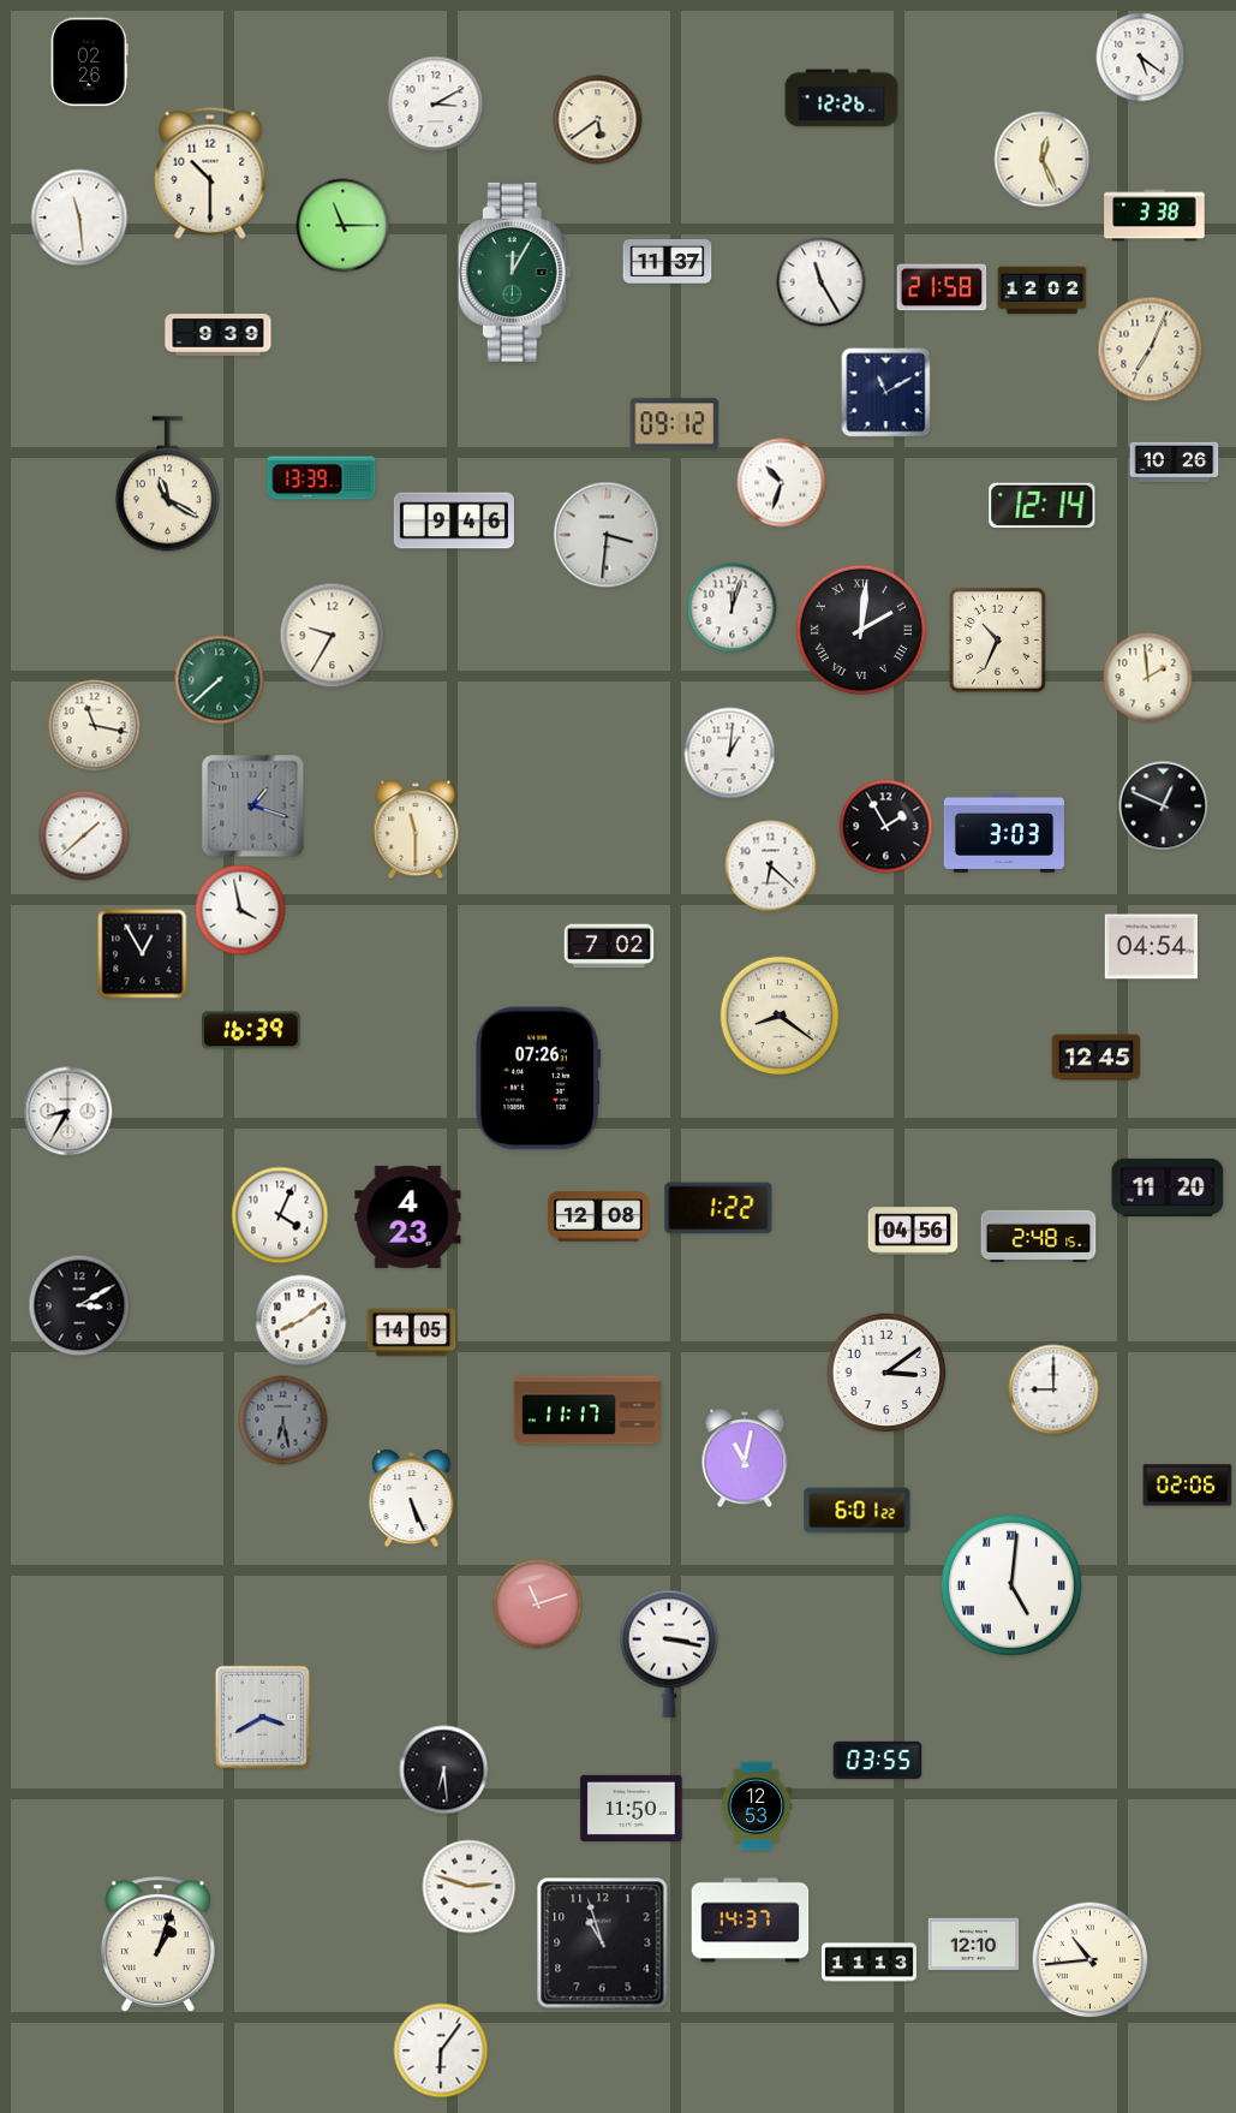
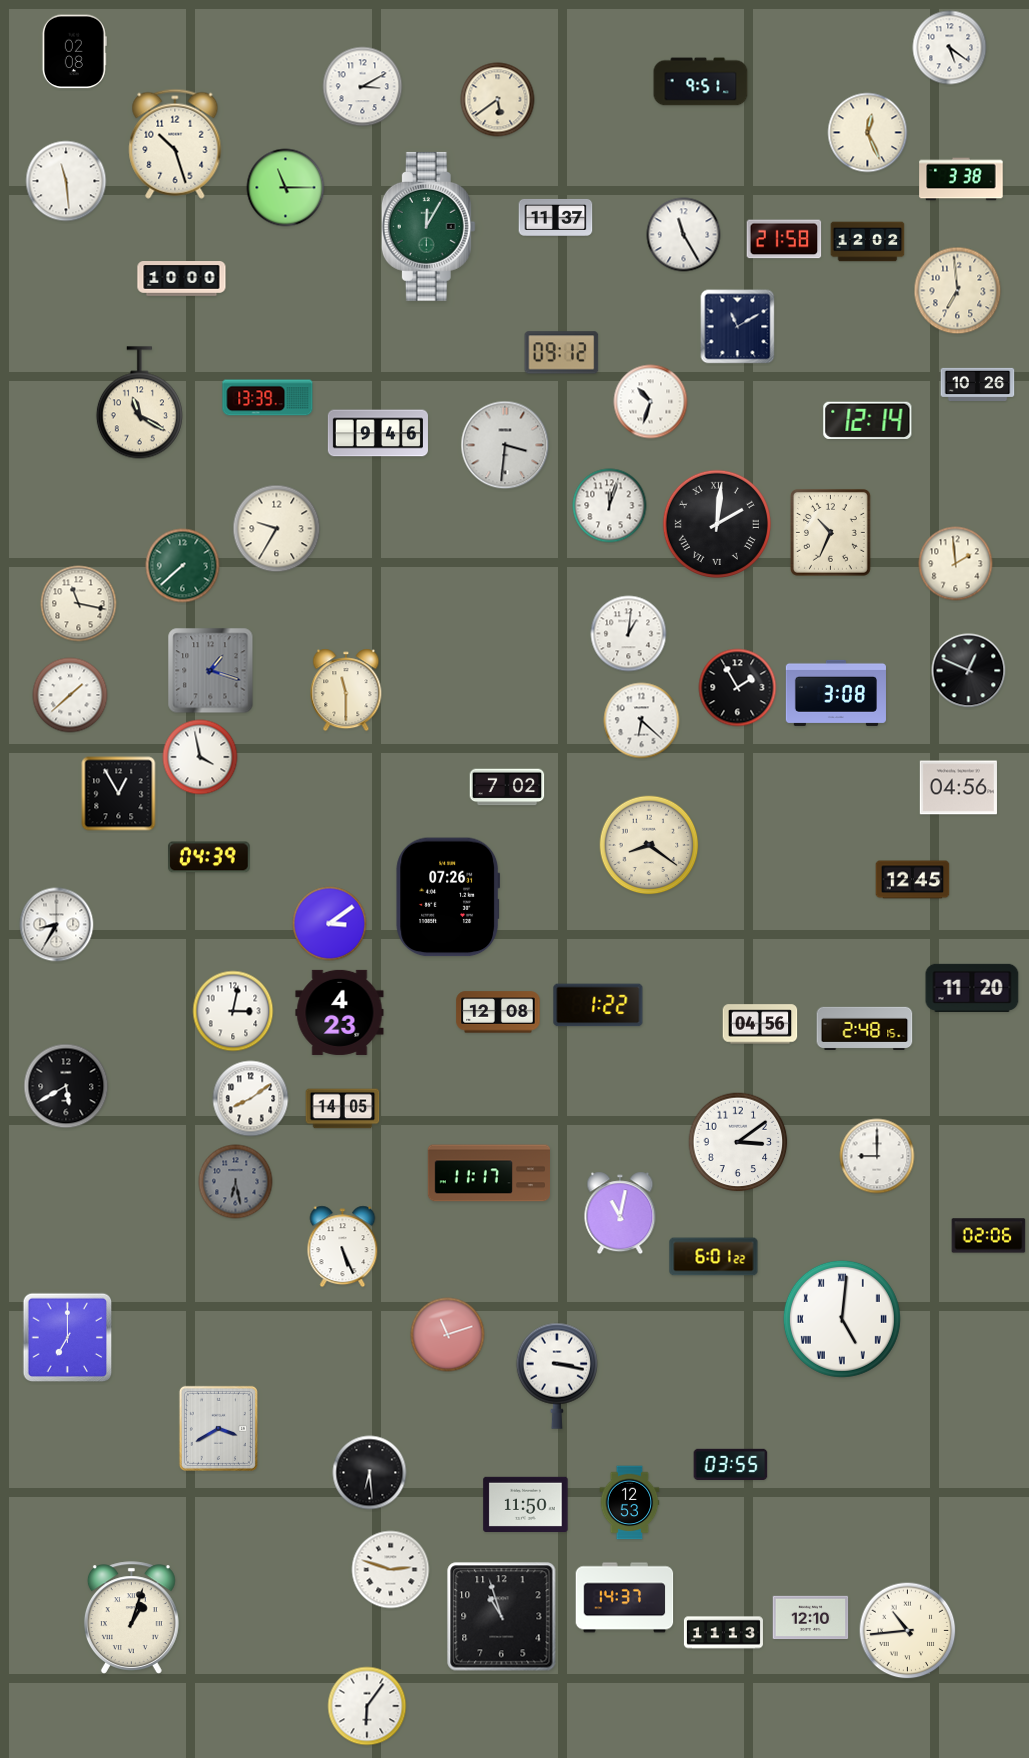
clock at (89, 63): 02:26 -> 02:08
clock at (842, 99): 12:26 -> 9:51
clock at (210, 173): 10:30 -> 10:27
clock at (219, 335): 9:39 -> 10:00
clock at (1151, 350): 7:04 -> 6:59
clock at (730, 754) position: (730, 754) -> (629, 634)
clock at (1004, 833): 3:03 -> 3:08
clock at (1151, 947): 04:54 -> 04:56
clock at (252, 1030): 16:39 -> 04:39
clock at (330, 924): none -> 3:09
clock at (280, 1215): 4:04 -> 3:02
clock at (79, 1305): 3:10 -> 5:40
clock at (68, 1338): none -> 7:00
